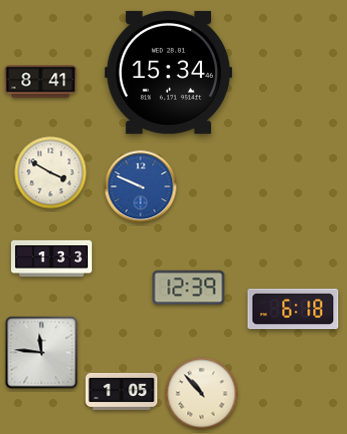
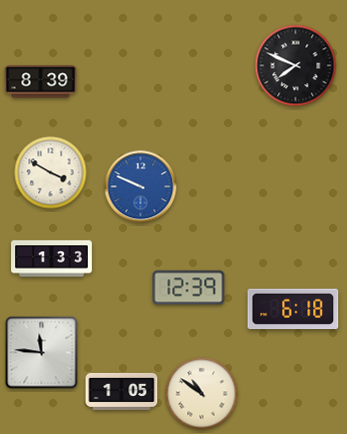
clock at (296, 66): none -> 7:49
clock at (169, 72): 15:34 -> none
clock at (41, 82): 8:41 -> 8:39
clock at (202, 394): 10:53 -> 10:51
